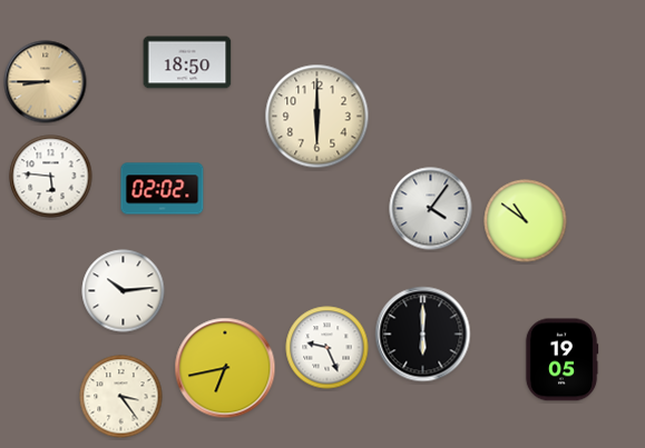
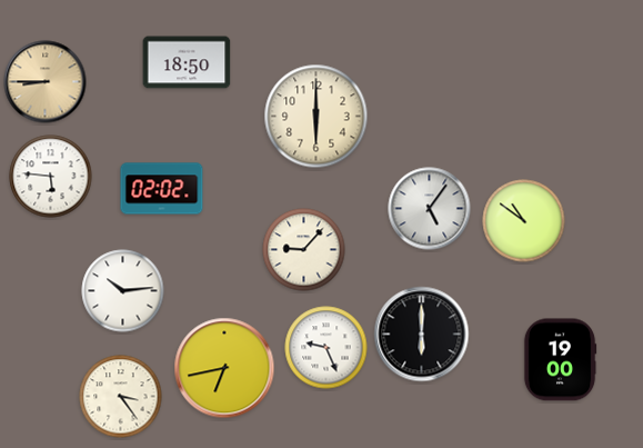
clock at (431, 209): 4:06 -> 5:06
clock at (304, 250): none -> 9:07
clock at (561, 360): 19:05 -> 19:00
